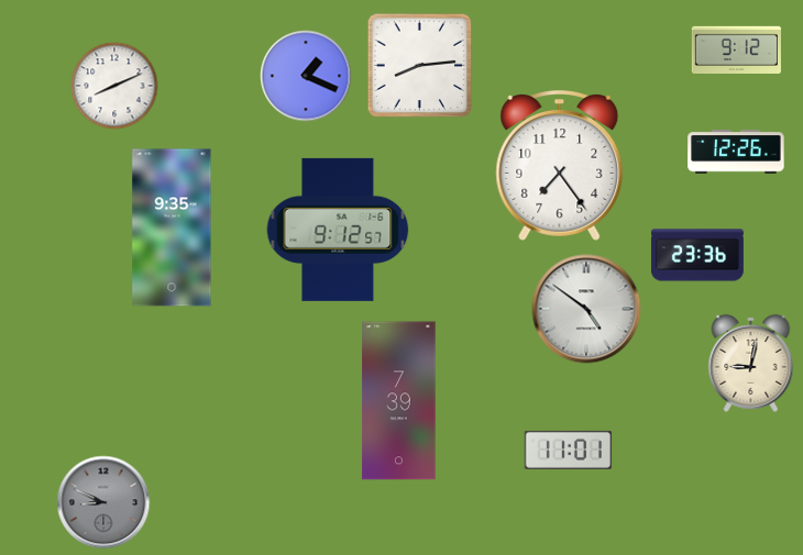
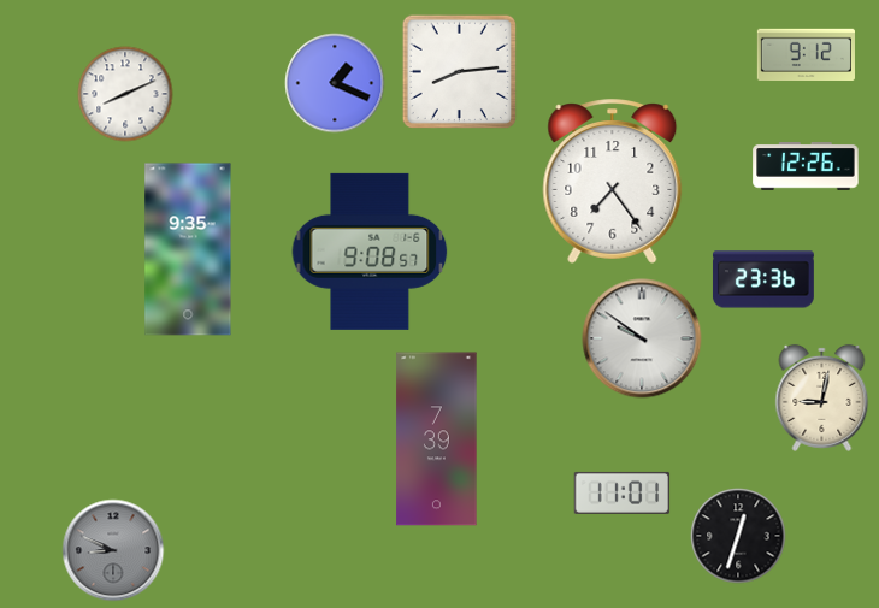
clock at (338, 230): 9:12 -> 9:08
clock at (586, 309): 4:51 -> 9:51
clock at (738, 536): none -> 12:33
